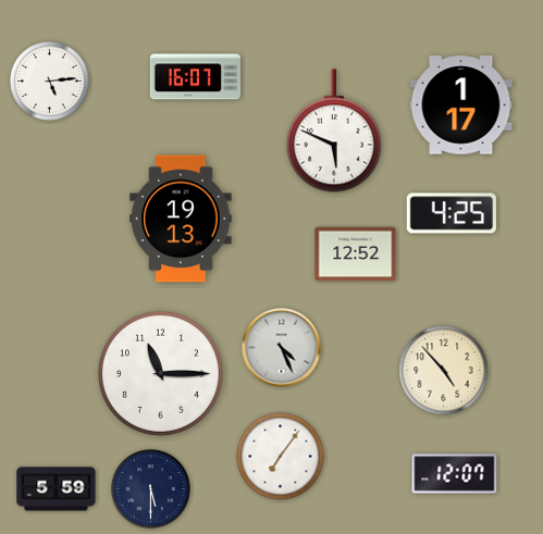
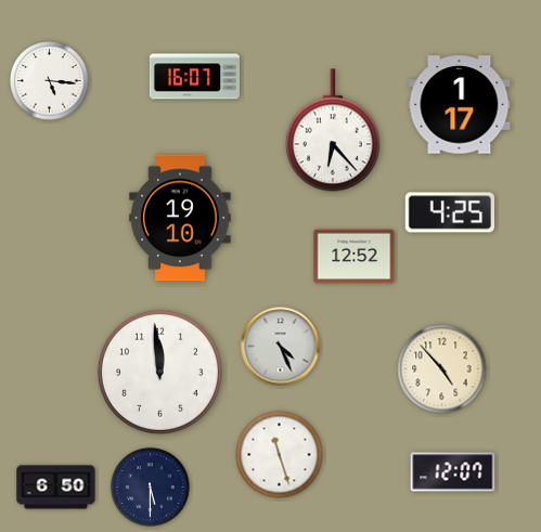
clock at (50, 82): 5:14 -> 5:16
clock at (334, 131): 5:49 -> 6:23
clock at (181, 219): 19:13 -> 19:10
clock at (356, 254) position: (356, 254) -> (355, 257)
clock at (160, 373): 11:15 -> 11:59
clock at (281, 457): 7:06 -> 11:27
clock at (57, 489): 5:59 -> 6:50
